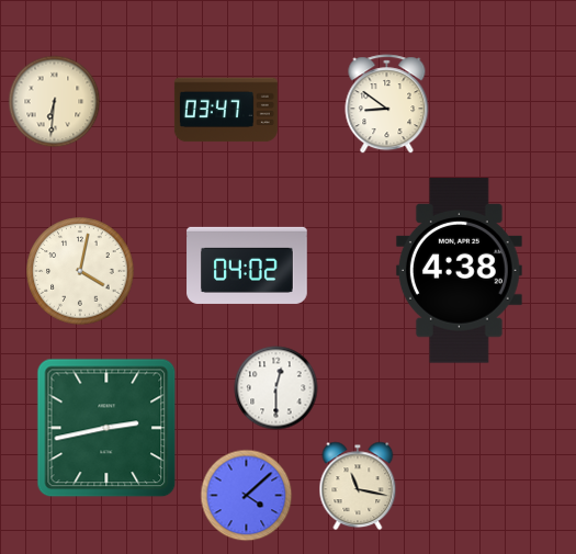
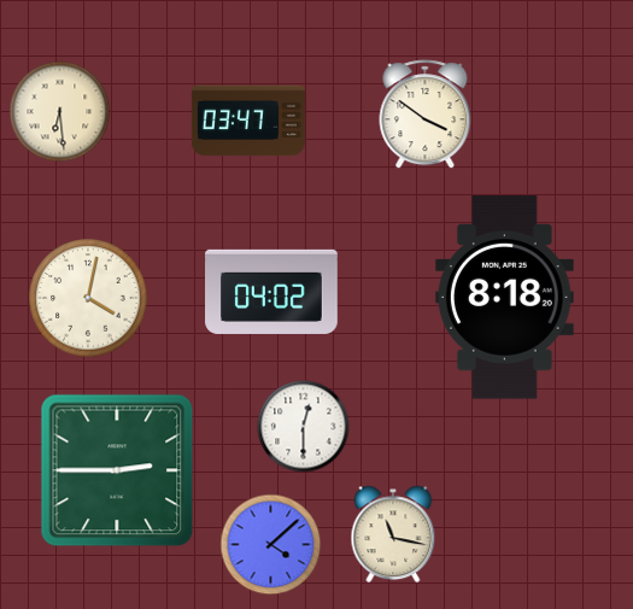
clock at (55, 102): 6:31 -> 6:29
clock at (387, 104): 8:51 -> 3:51
clock at (459, 271): 4:38 -> 8:18
clock at (106, 428): 2:43 -> 2:45
